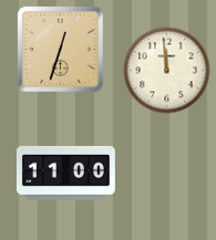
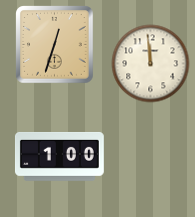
clock at (65, 173): 11:00 -> 1:00
